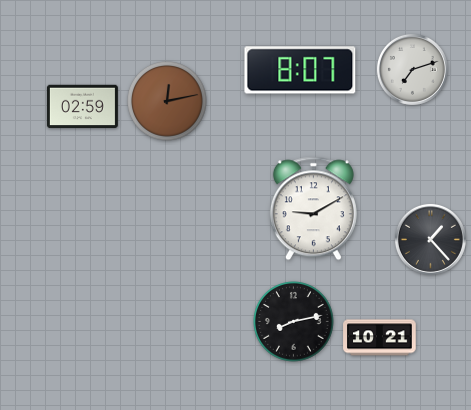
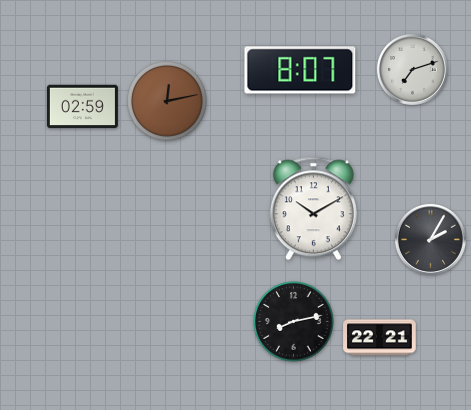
clock at (313, 209): 9:10 -> 10:10
clock at (430, 239): 1:23 -> 2:05
clock at (380, 338): 10:21 -> 22:21
